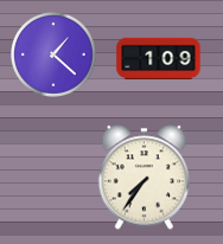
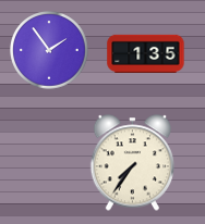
clock at (53, 54): 1:22 -> 1:54
clock at (159, 58): 1:09 -> 1:35
